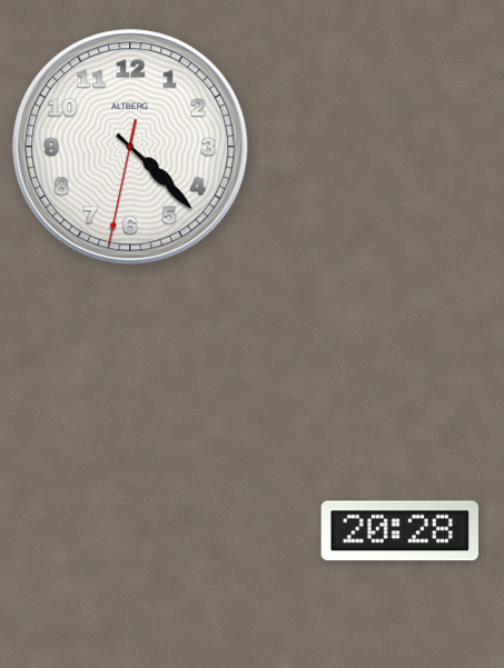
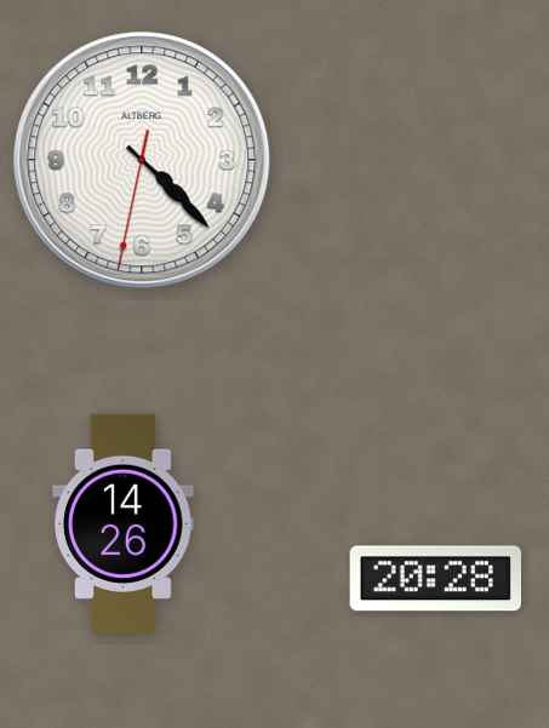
clock at (124, 523): none -> 14:26
